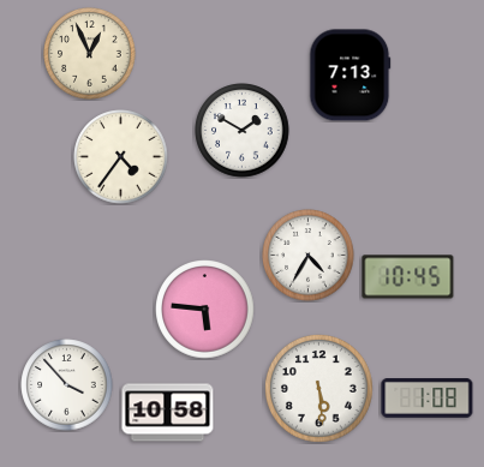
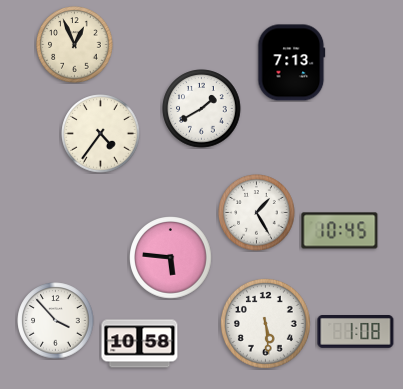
clock at (243, 131): 1:50 -> 1:40
clock at (121, 157) position: (121, 157) -> (101, 134)
clock at (309, 256): 4:35 -> 1:25
